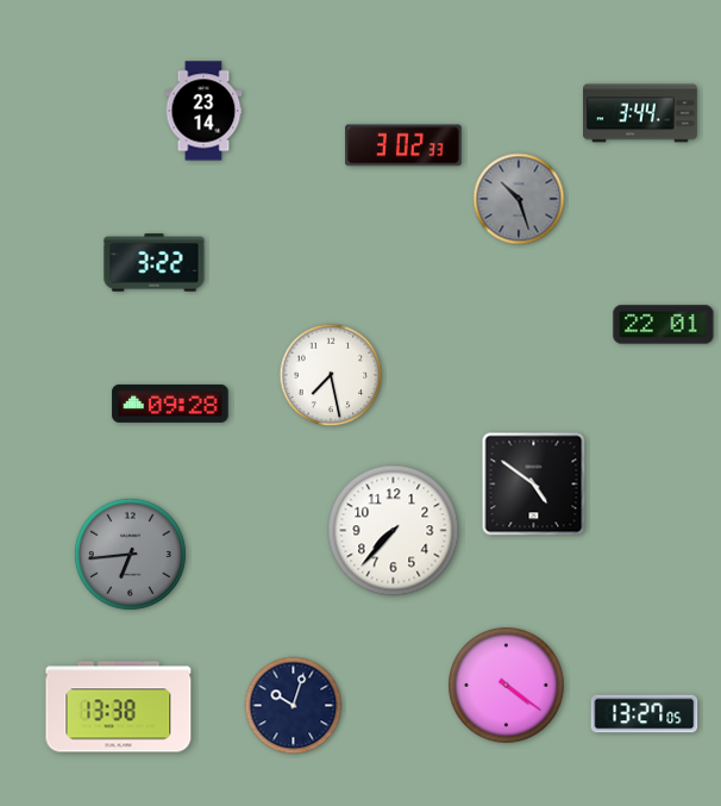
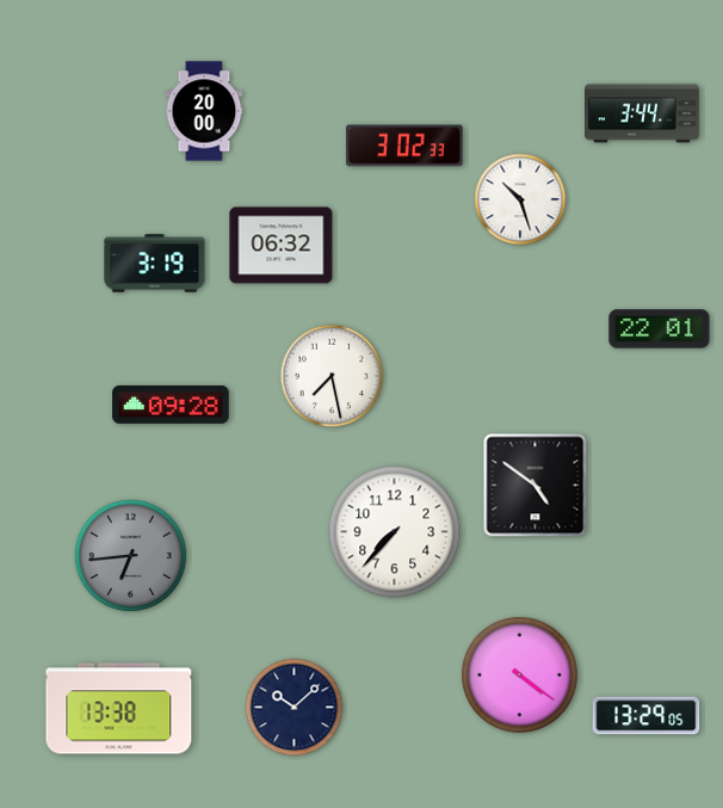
clock at (203, 111): 23:14 -> 20:00
clock at (519, 199) dial: grey -> white
clock at (282, 246): none -> 06:32
clock at (155, 263): 3:22 -> 3:19
clock at (664, 325) position: (664, 325) -> (660, 329)
clock at (507, 686) position: (507, 686) -> (520, 676)
clock at (294, 706): 10:03 -> 10:08
clock at (645, 714): 13:27 -> 13:29
